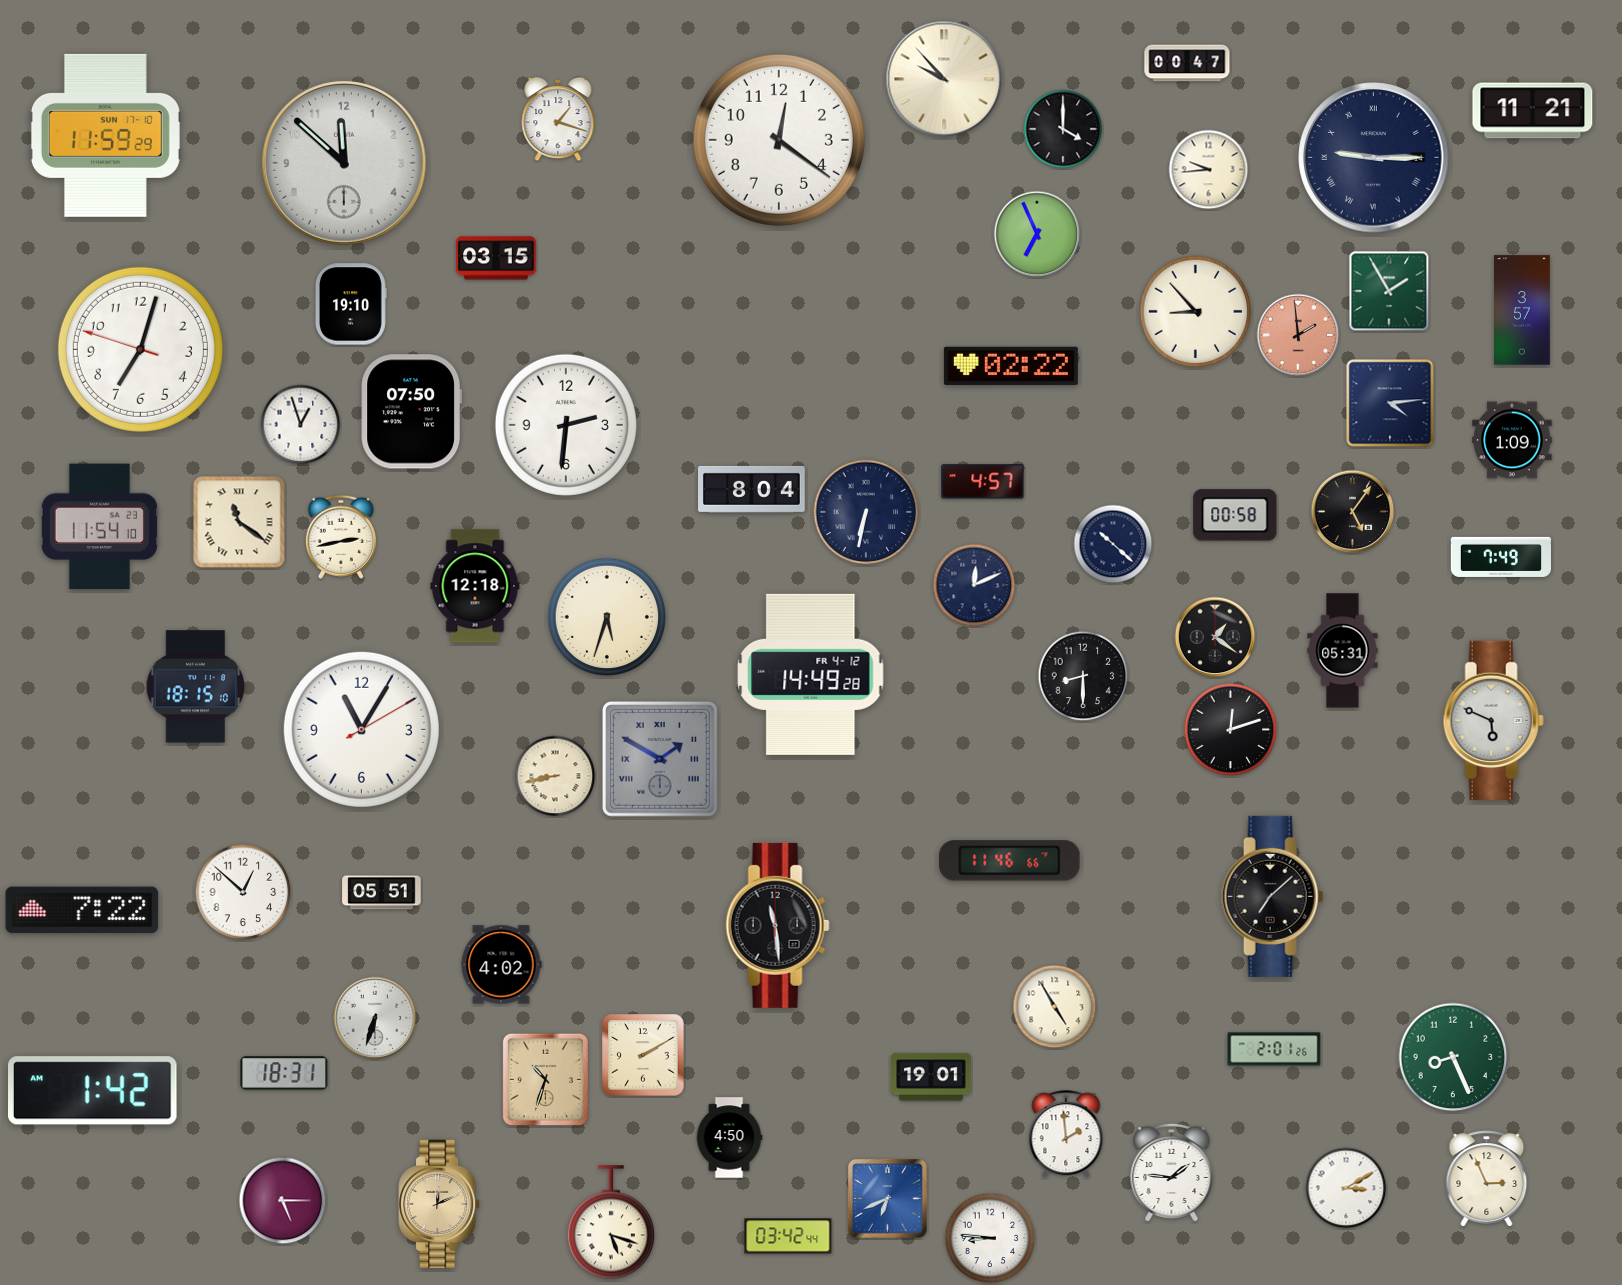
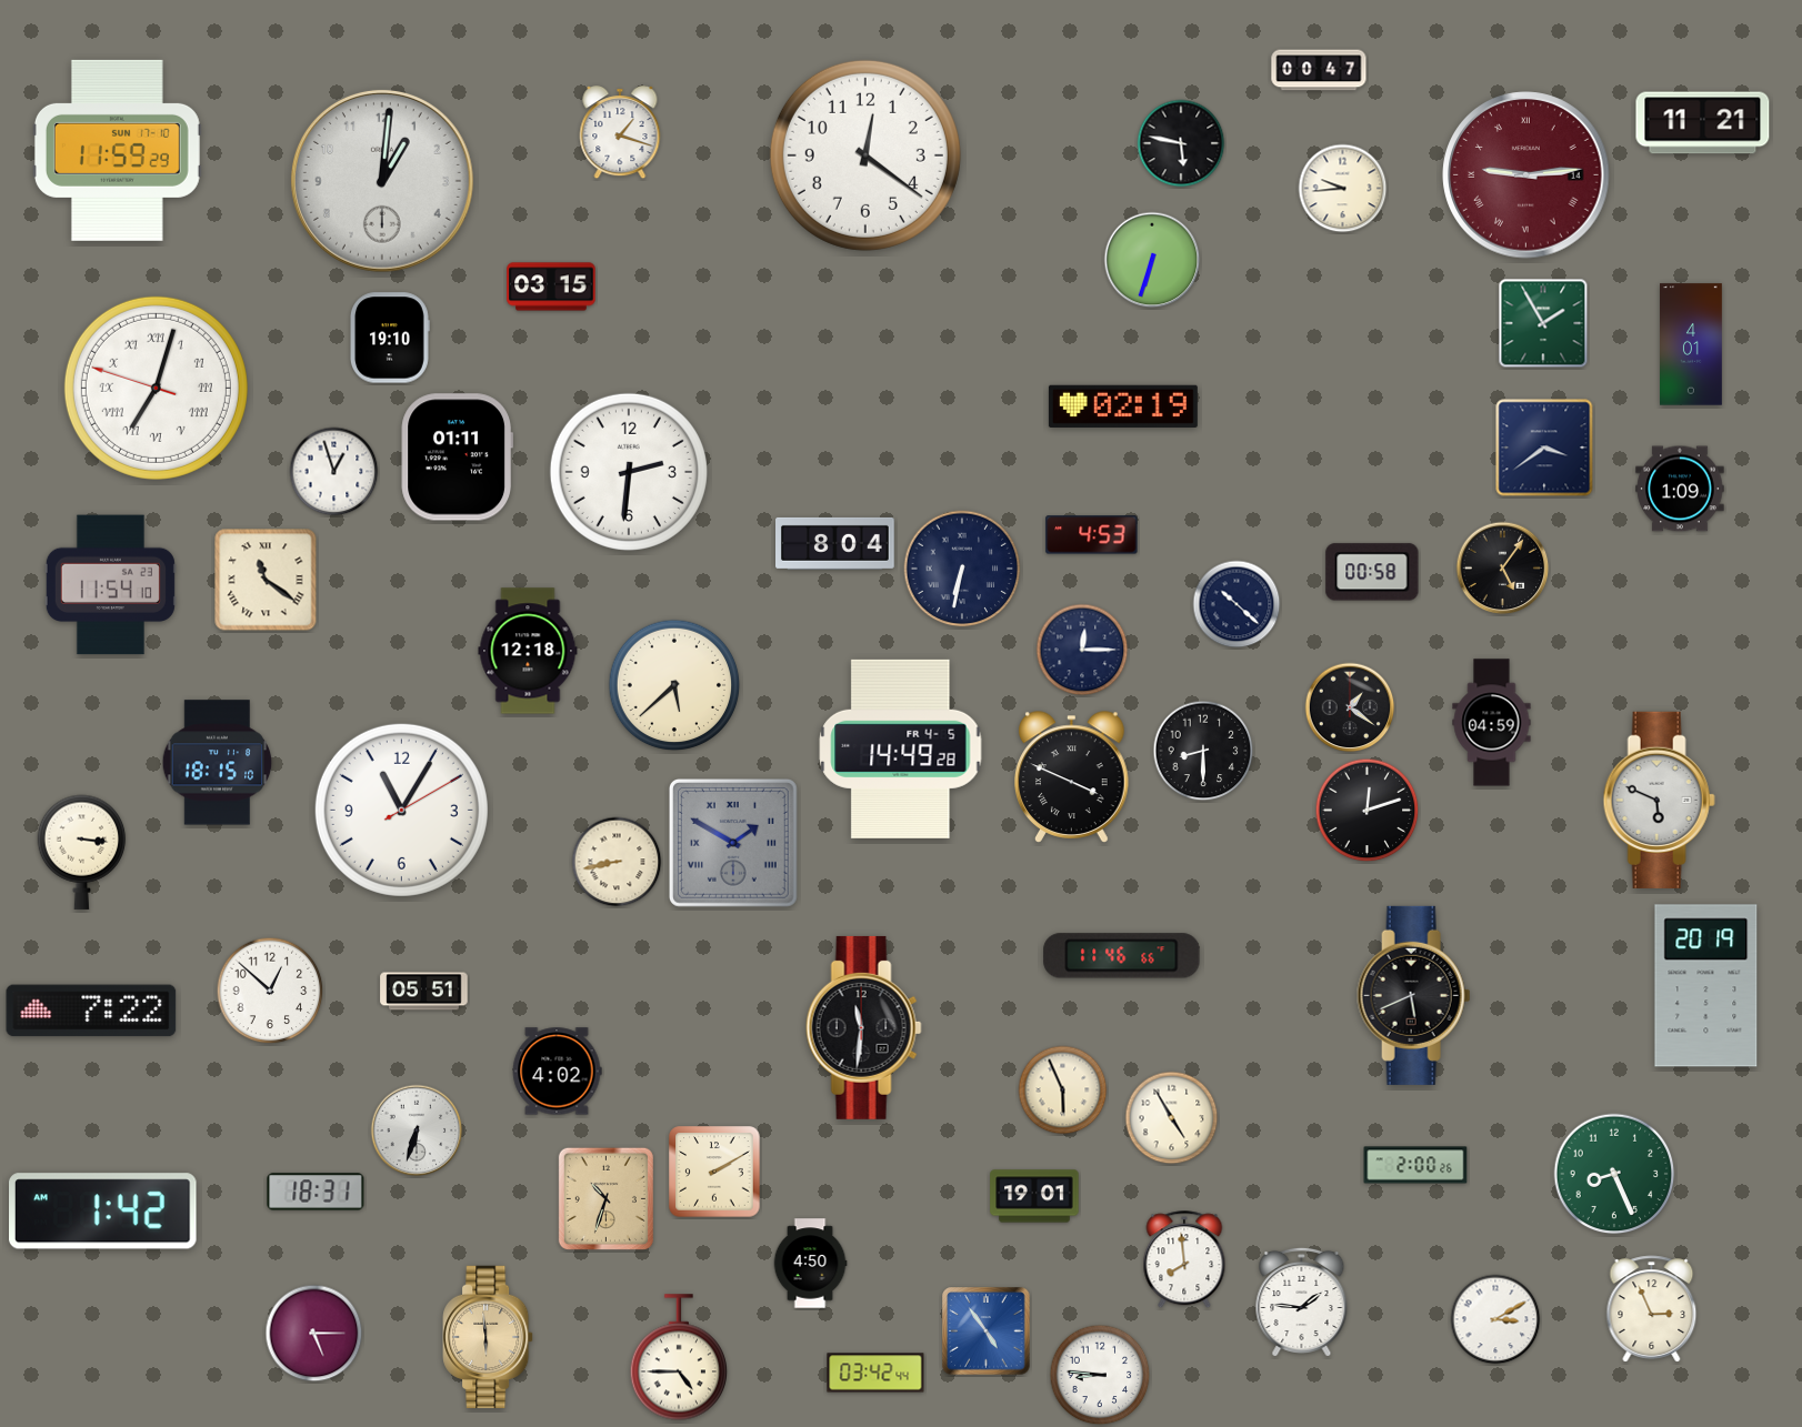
clock at (944, 79): 9:53 -> none
clock at (1063, 129): 4:00 -> 5:47
clock at (1374, 158): 9:15 -> 9:14
clock at (1374, 158) dial: navy -> burgundy
clock at (344, 163): 11:52 -> 1:01
clock at (1037, 234): 6:56 -> 6:33
clock at (1523, 310): 3:57 -> 4:01
clock at (1196, 312): 8:53 -> none
clock at (1298, 335): 1:59 -> none
clock at (140, 349) numerals: Arabic -> Roman
clock at (1011, 366): 02:22 -> 02:19
clock at (1390, 403): 4:14 -> 3:39
clock at (411, 412): 07:50 -> 01:11
clock at (983, 482): 4:57 -> 4:53
clock at (341, 537): 2:43 -> none
clock at (1500, 557): 7:49 -> none
clock at (974, 585): 12:11 -> 12:15
clock at (607, 617): 5:33 -> 5:38
clock at (1343, 651): 05:31 -> 04:59
clock at (811, 674) date: FR 4-12 -> FR 4-5
clock at (1072, 777): none -> 3:49
clock at (82, 852): none -> 3:16
clock at (1706, 986): none -> 20:19
clock at (1273, 896): 7:08 -> 5:41
clock at (777, 925): 11:29 -> 11:31
clock at (1063, 1091): none -> 5:56
clock at (1274, 1049): 2:01 -> 2:00
clock at (1066, 1135): 1:59 -> 7:59
clock at (888, 1199): 6:41 -> 4:54
clock at (439, 1204): 12:11 -> 5:59
clock at (611, 1222): 5:18 -> 4:45
